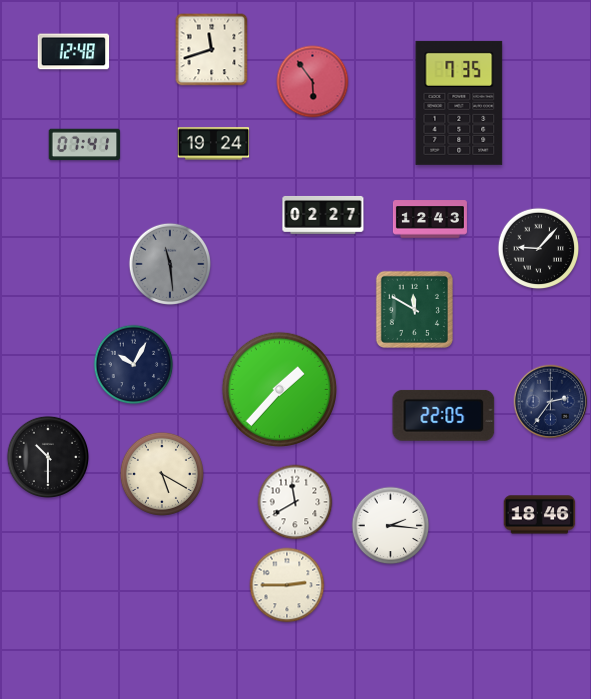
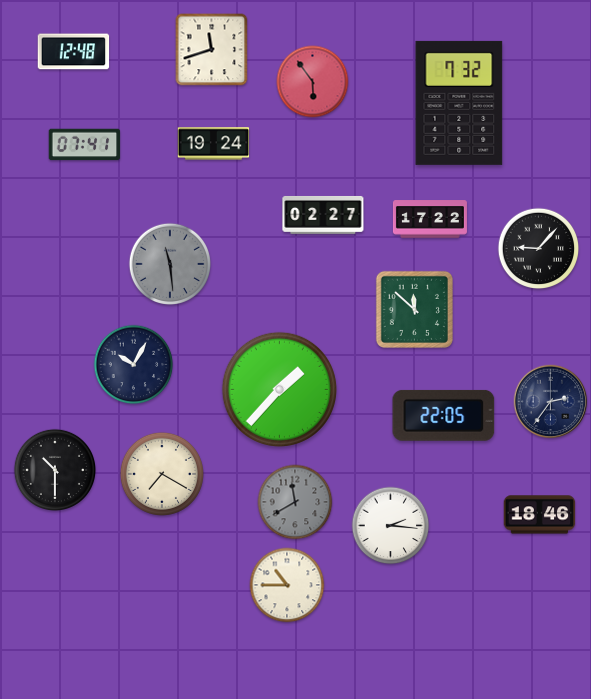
clock at (459, 103): 7:35 -> 7:32
clock at (430, 219): 12:43 -> 17:22
clock at (414, 309): 11:50 -> 11:52
clock at (47, 456) position: (47, 456) -> (54, 469)
clock at (162, 474): 5:20 -> 7:20
clock at (295, 502) dial: white -> grey
clock at (287, 585): 2:45 -> 10:45
